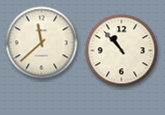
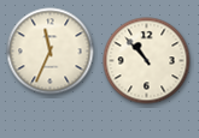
clock at (42, 43): 11:38 -> 11:34
